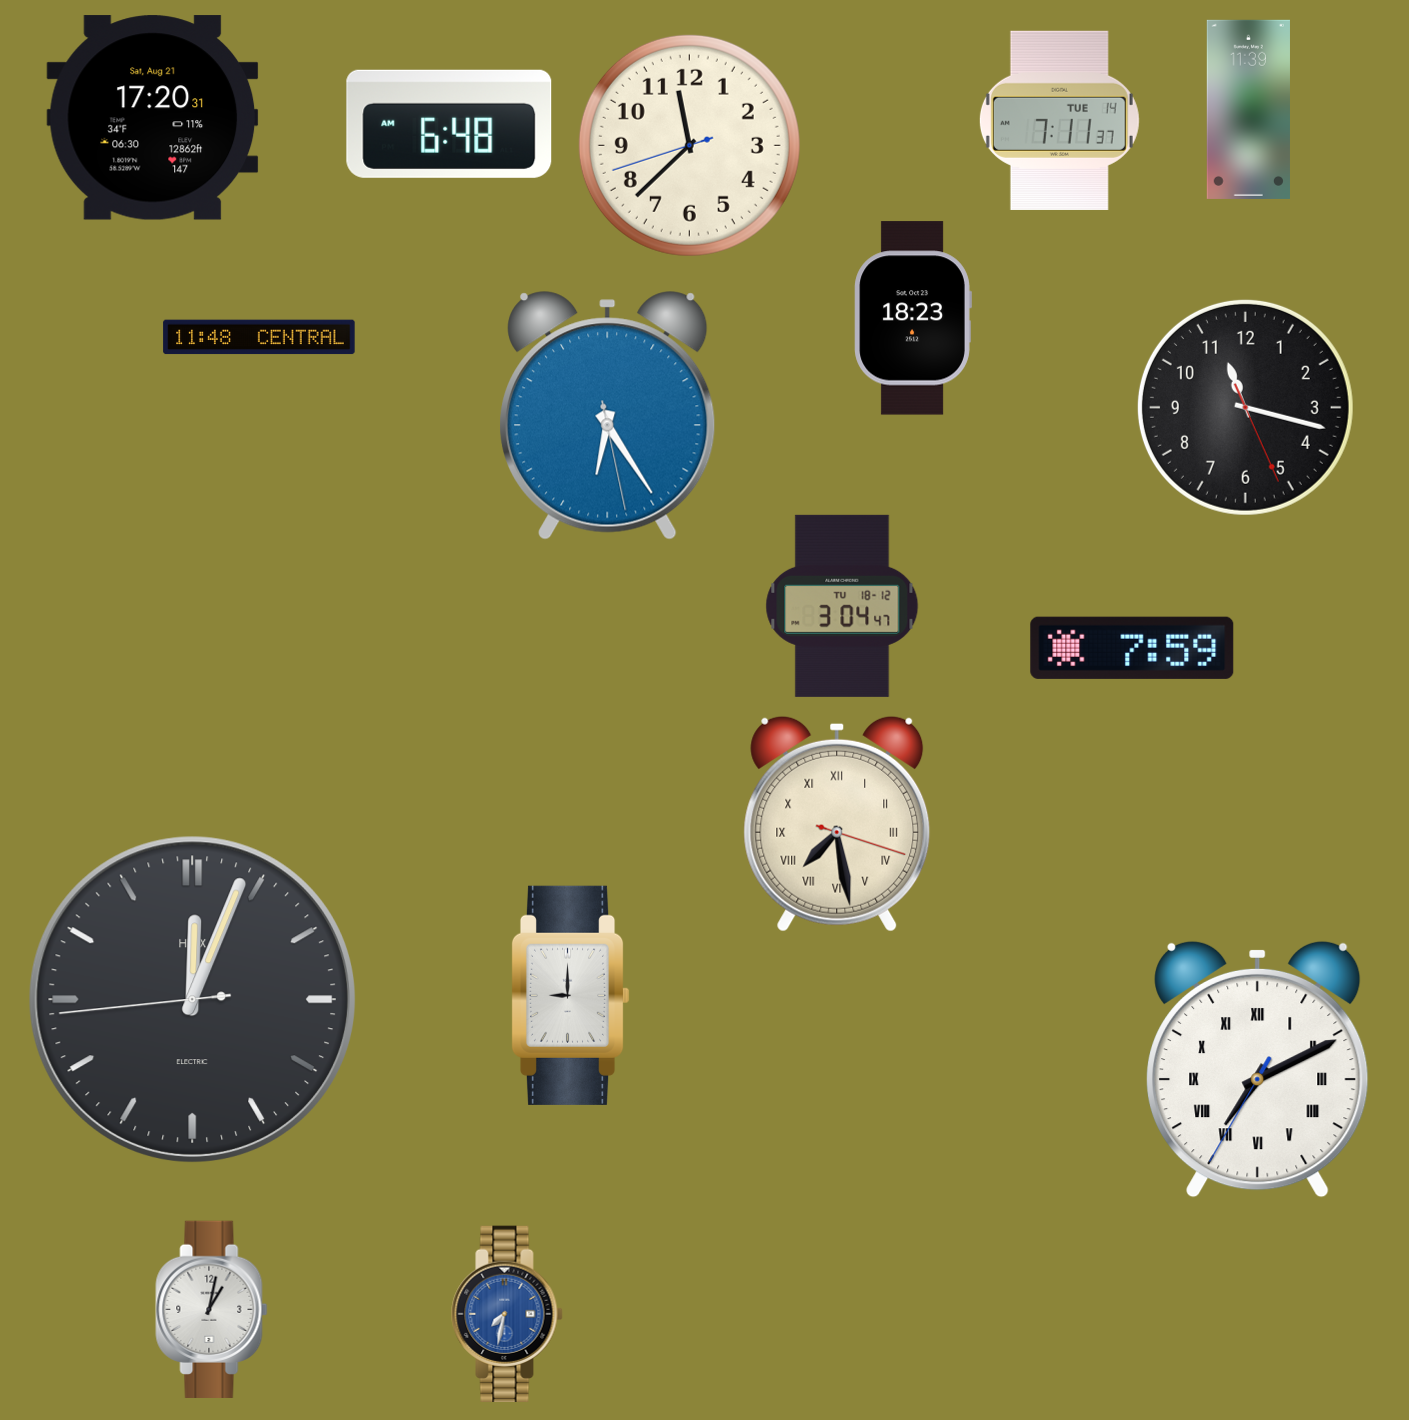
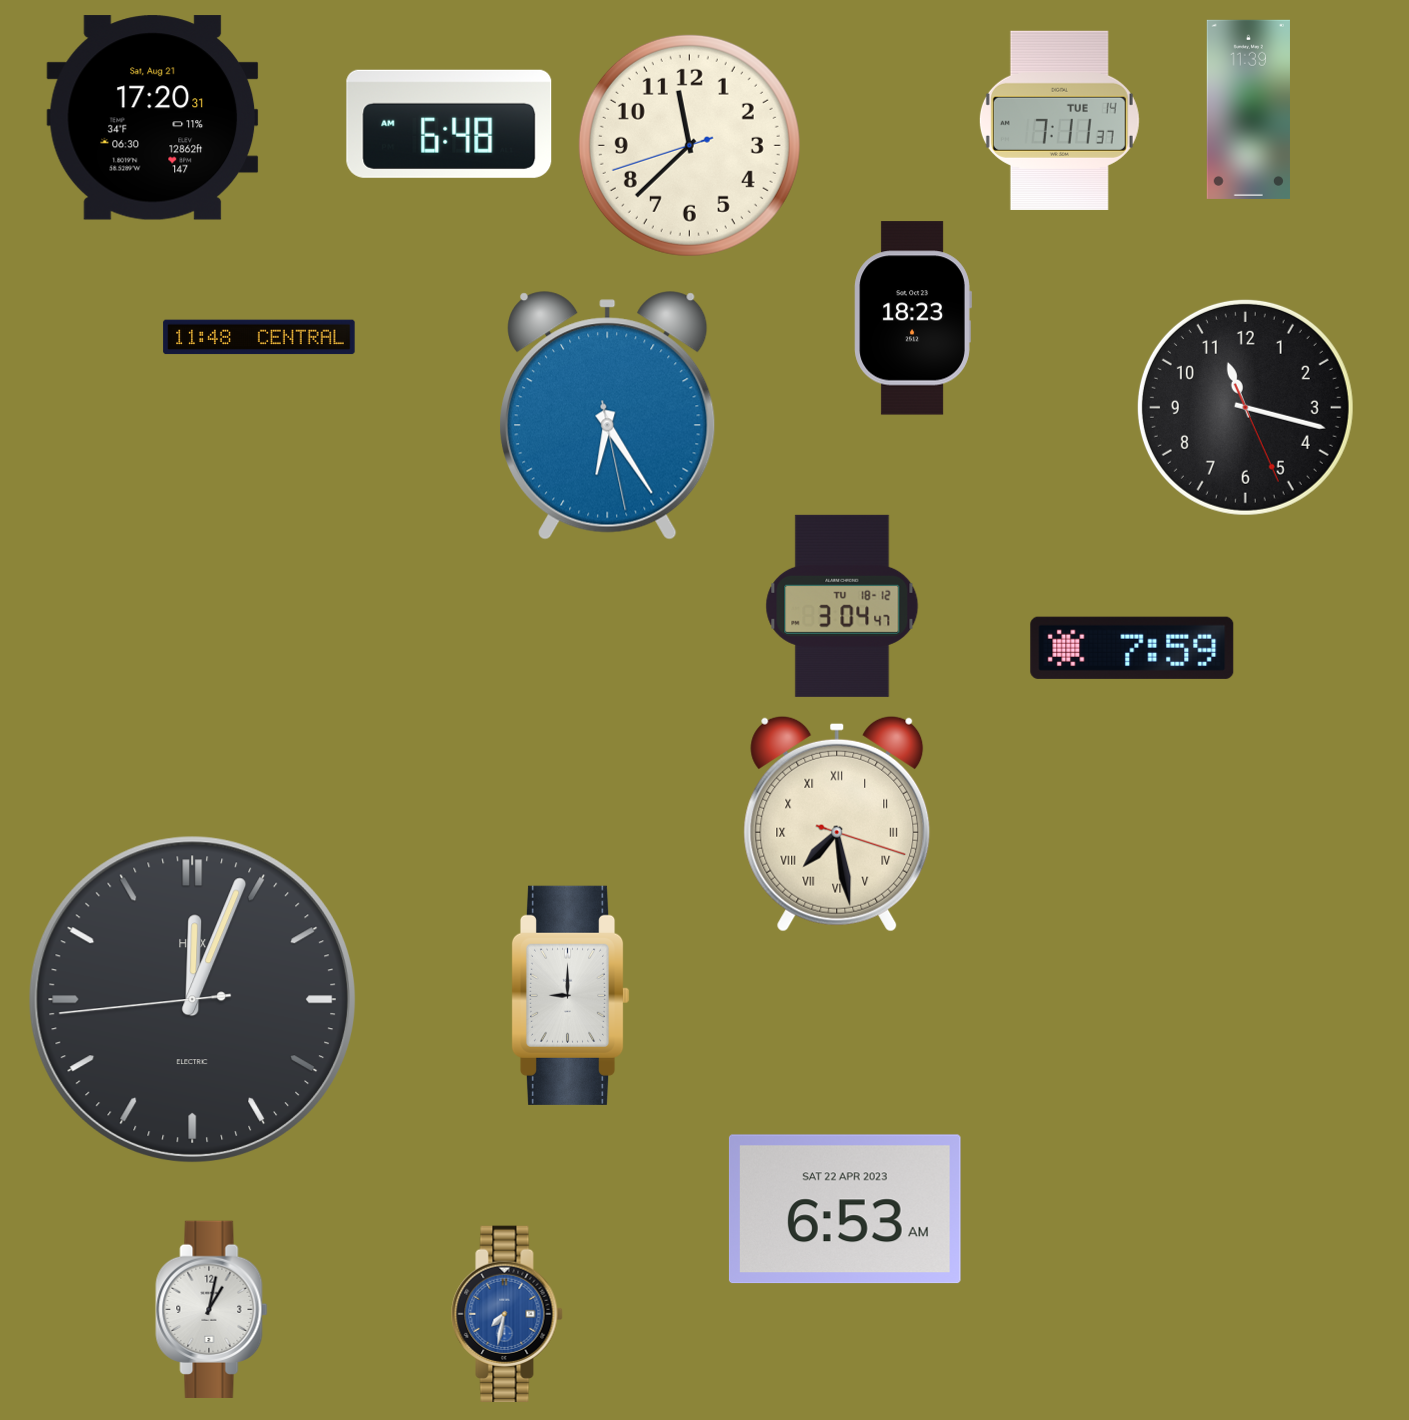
clock at (1258, 1069): 7:10 -> none
clock at (845, 1209): none -> 6:53
